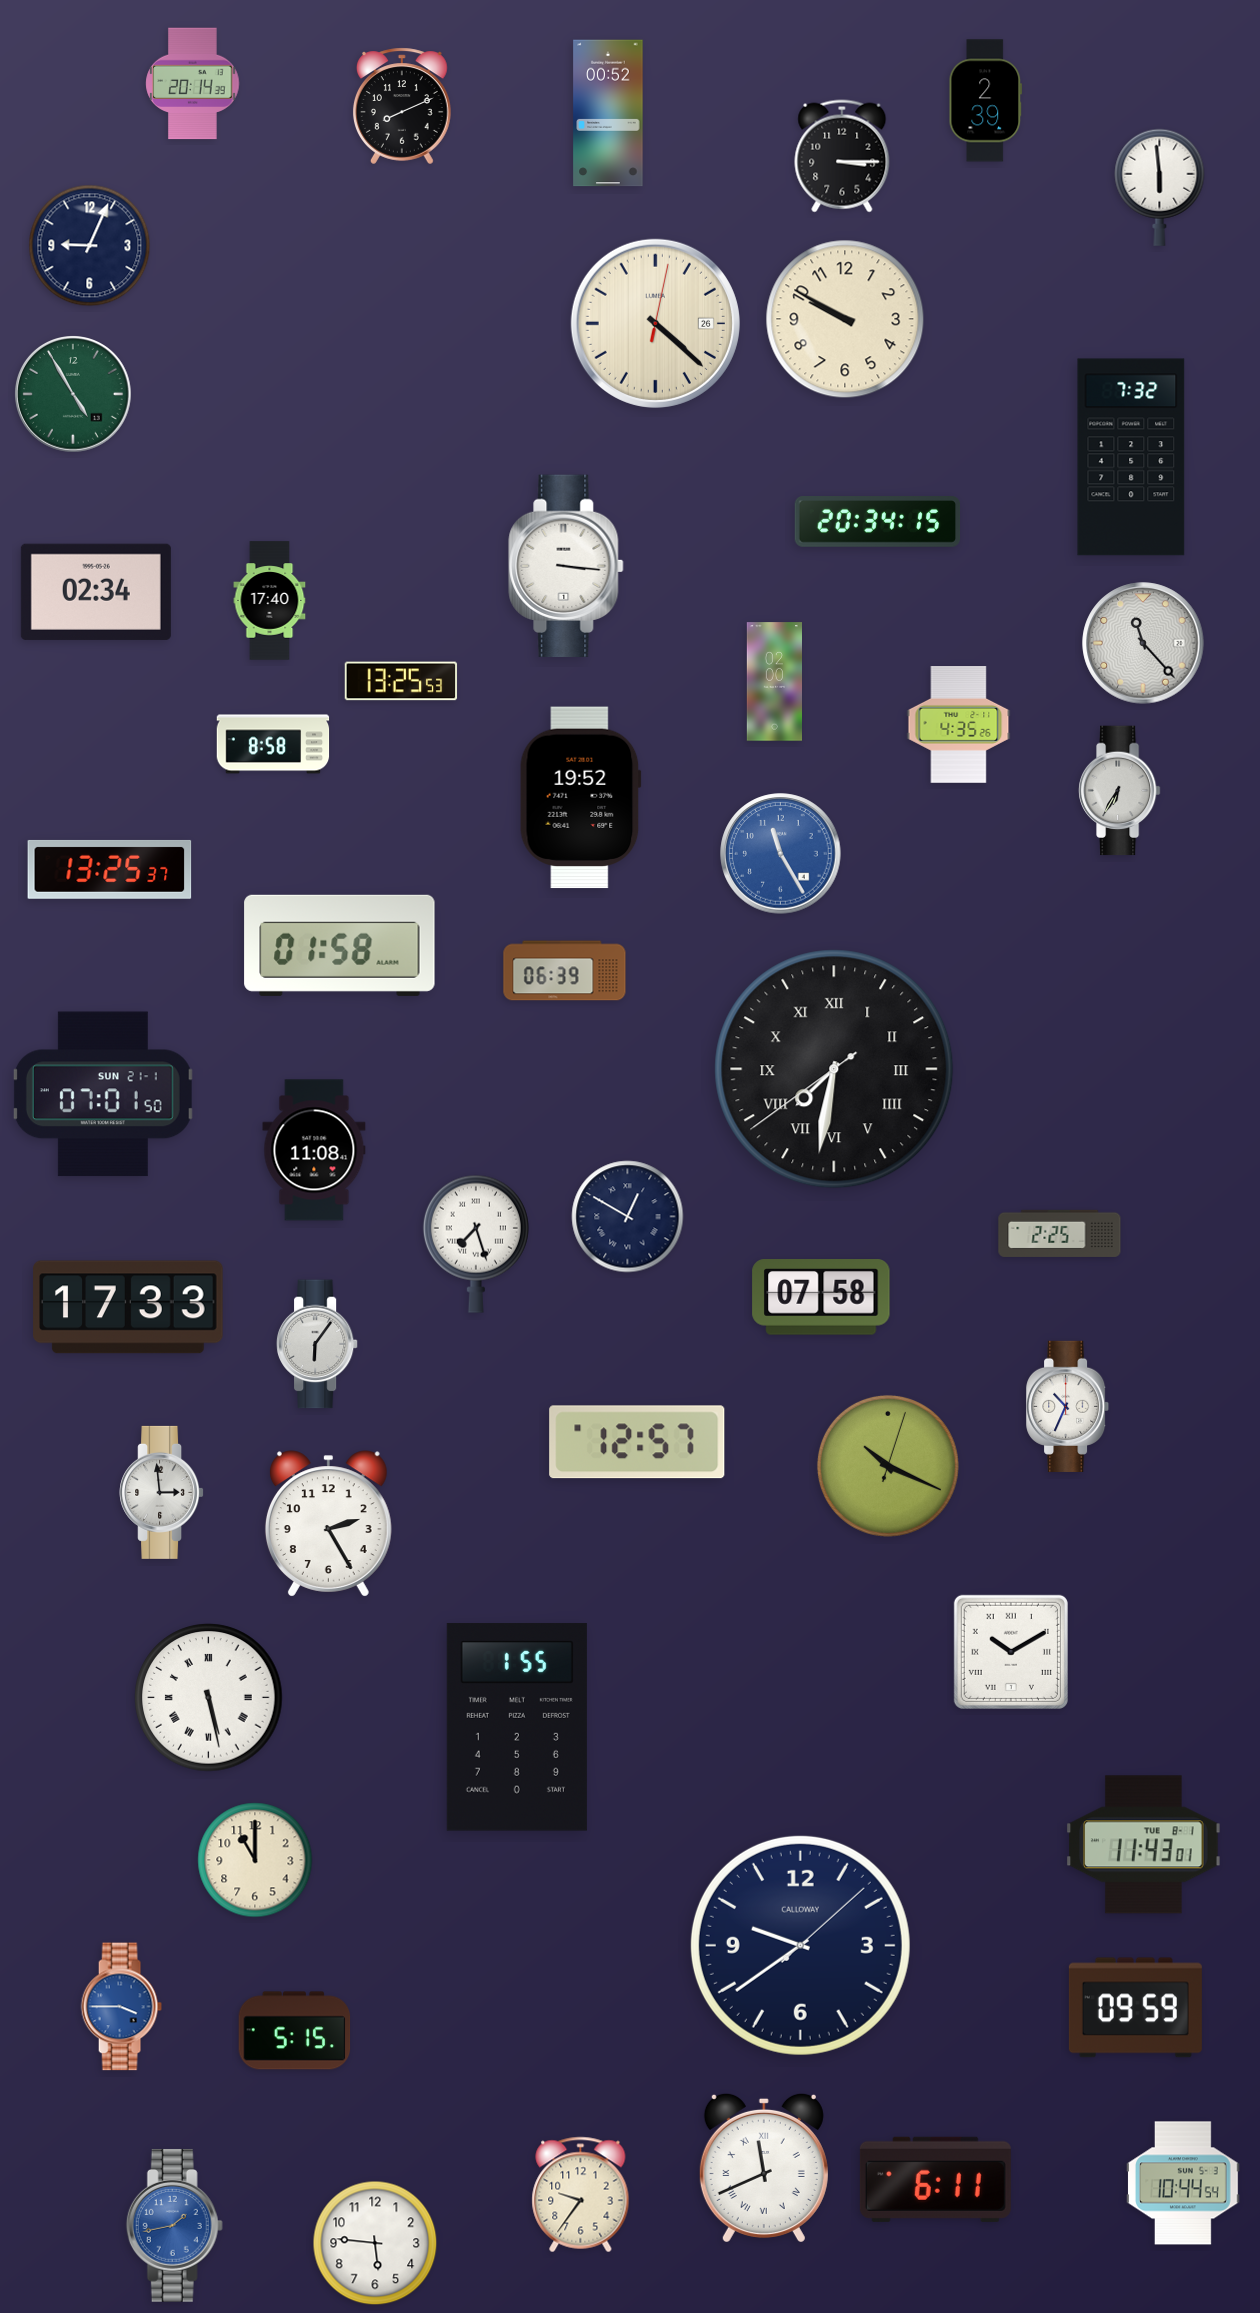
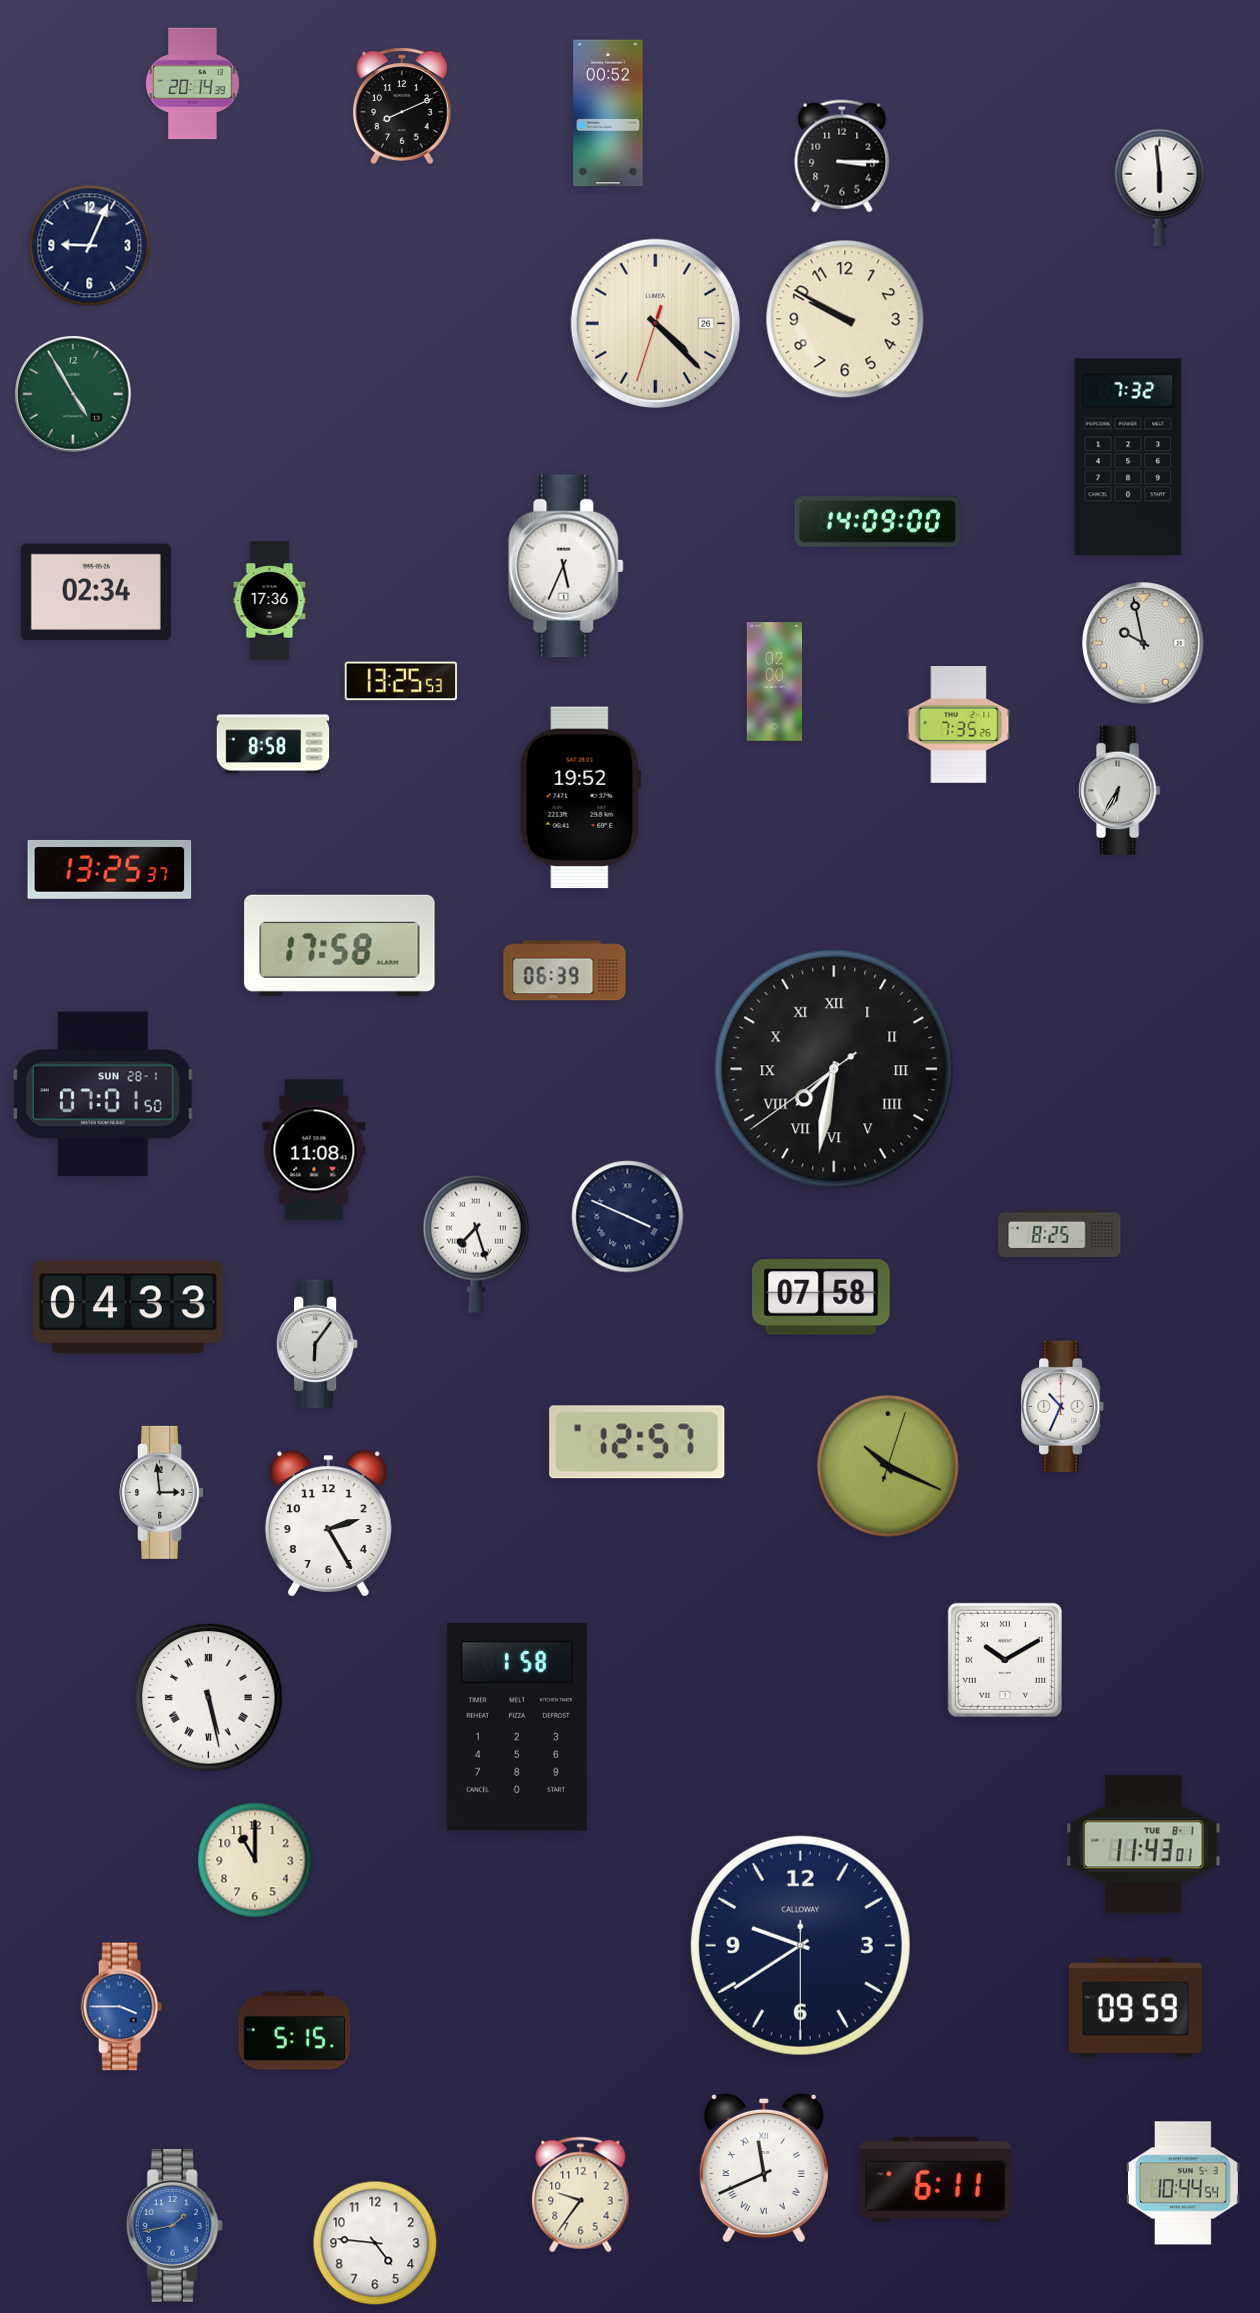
clock at (986, 101): 2:39 -> none
clock at (655, 323): 4:22:02 -> 4:22:33
clock at (1131, 457) position: (1131, 457) -> (1128, 457)
clock at (878, 522): 20:34 -> 14:09
clock at (566, 566): 3:16 -> 5:34
clock at (270, 601): 17:40 -> 17:36
clock at (1143, 643): 11:23 -> 9:58
clock at (959, 725): 4:35 -> 7:35
clock at (781, 854): 11:25 -> none
clock at (340, 945): 01:58 -> 17:58
clock at (103, 1094) date: SUN 21-1 -> SUN 28-1
clock at (628, 1217): 12:50 -> 3:49
clock at (1060, 1233): 2:25 -> 8:25
clock at (128, 1307): 17:33 -> 04:33
clock at (1068, 1406) position: (1068, 1406) -> (1063, 1406)
clock at (1011, 1652) position: (1011, 1652) -> (1005, 1660)
clock at (517, 1727): 1:55 -> 1:58
clock at (800, 1945): 9:39:08 -> 9:39:30
clock at (375, 2243): 5:46 -> 4:46
